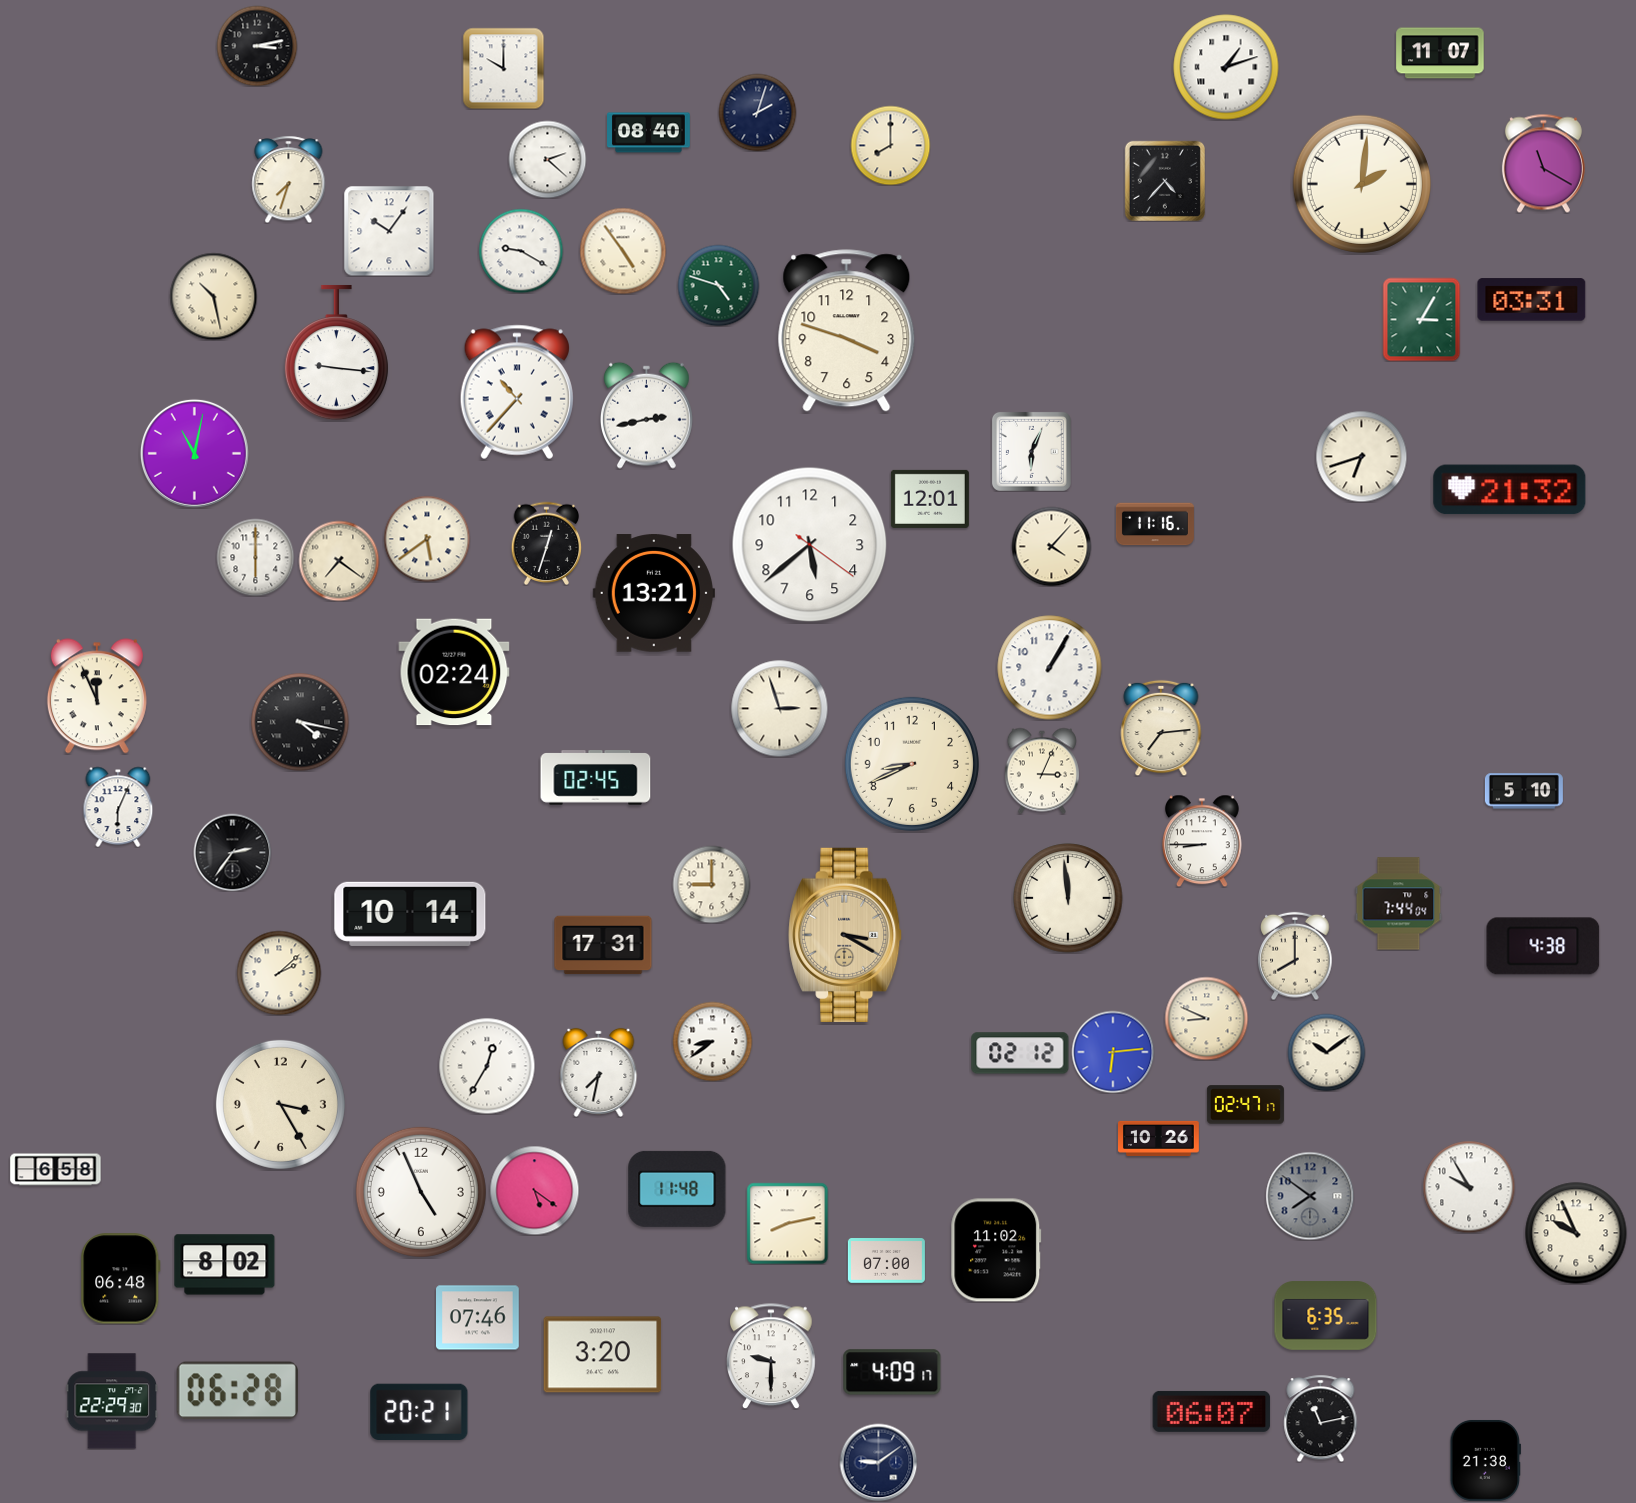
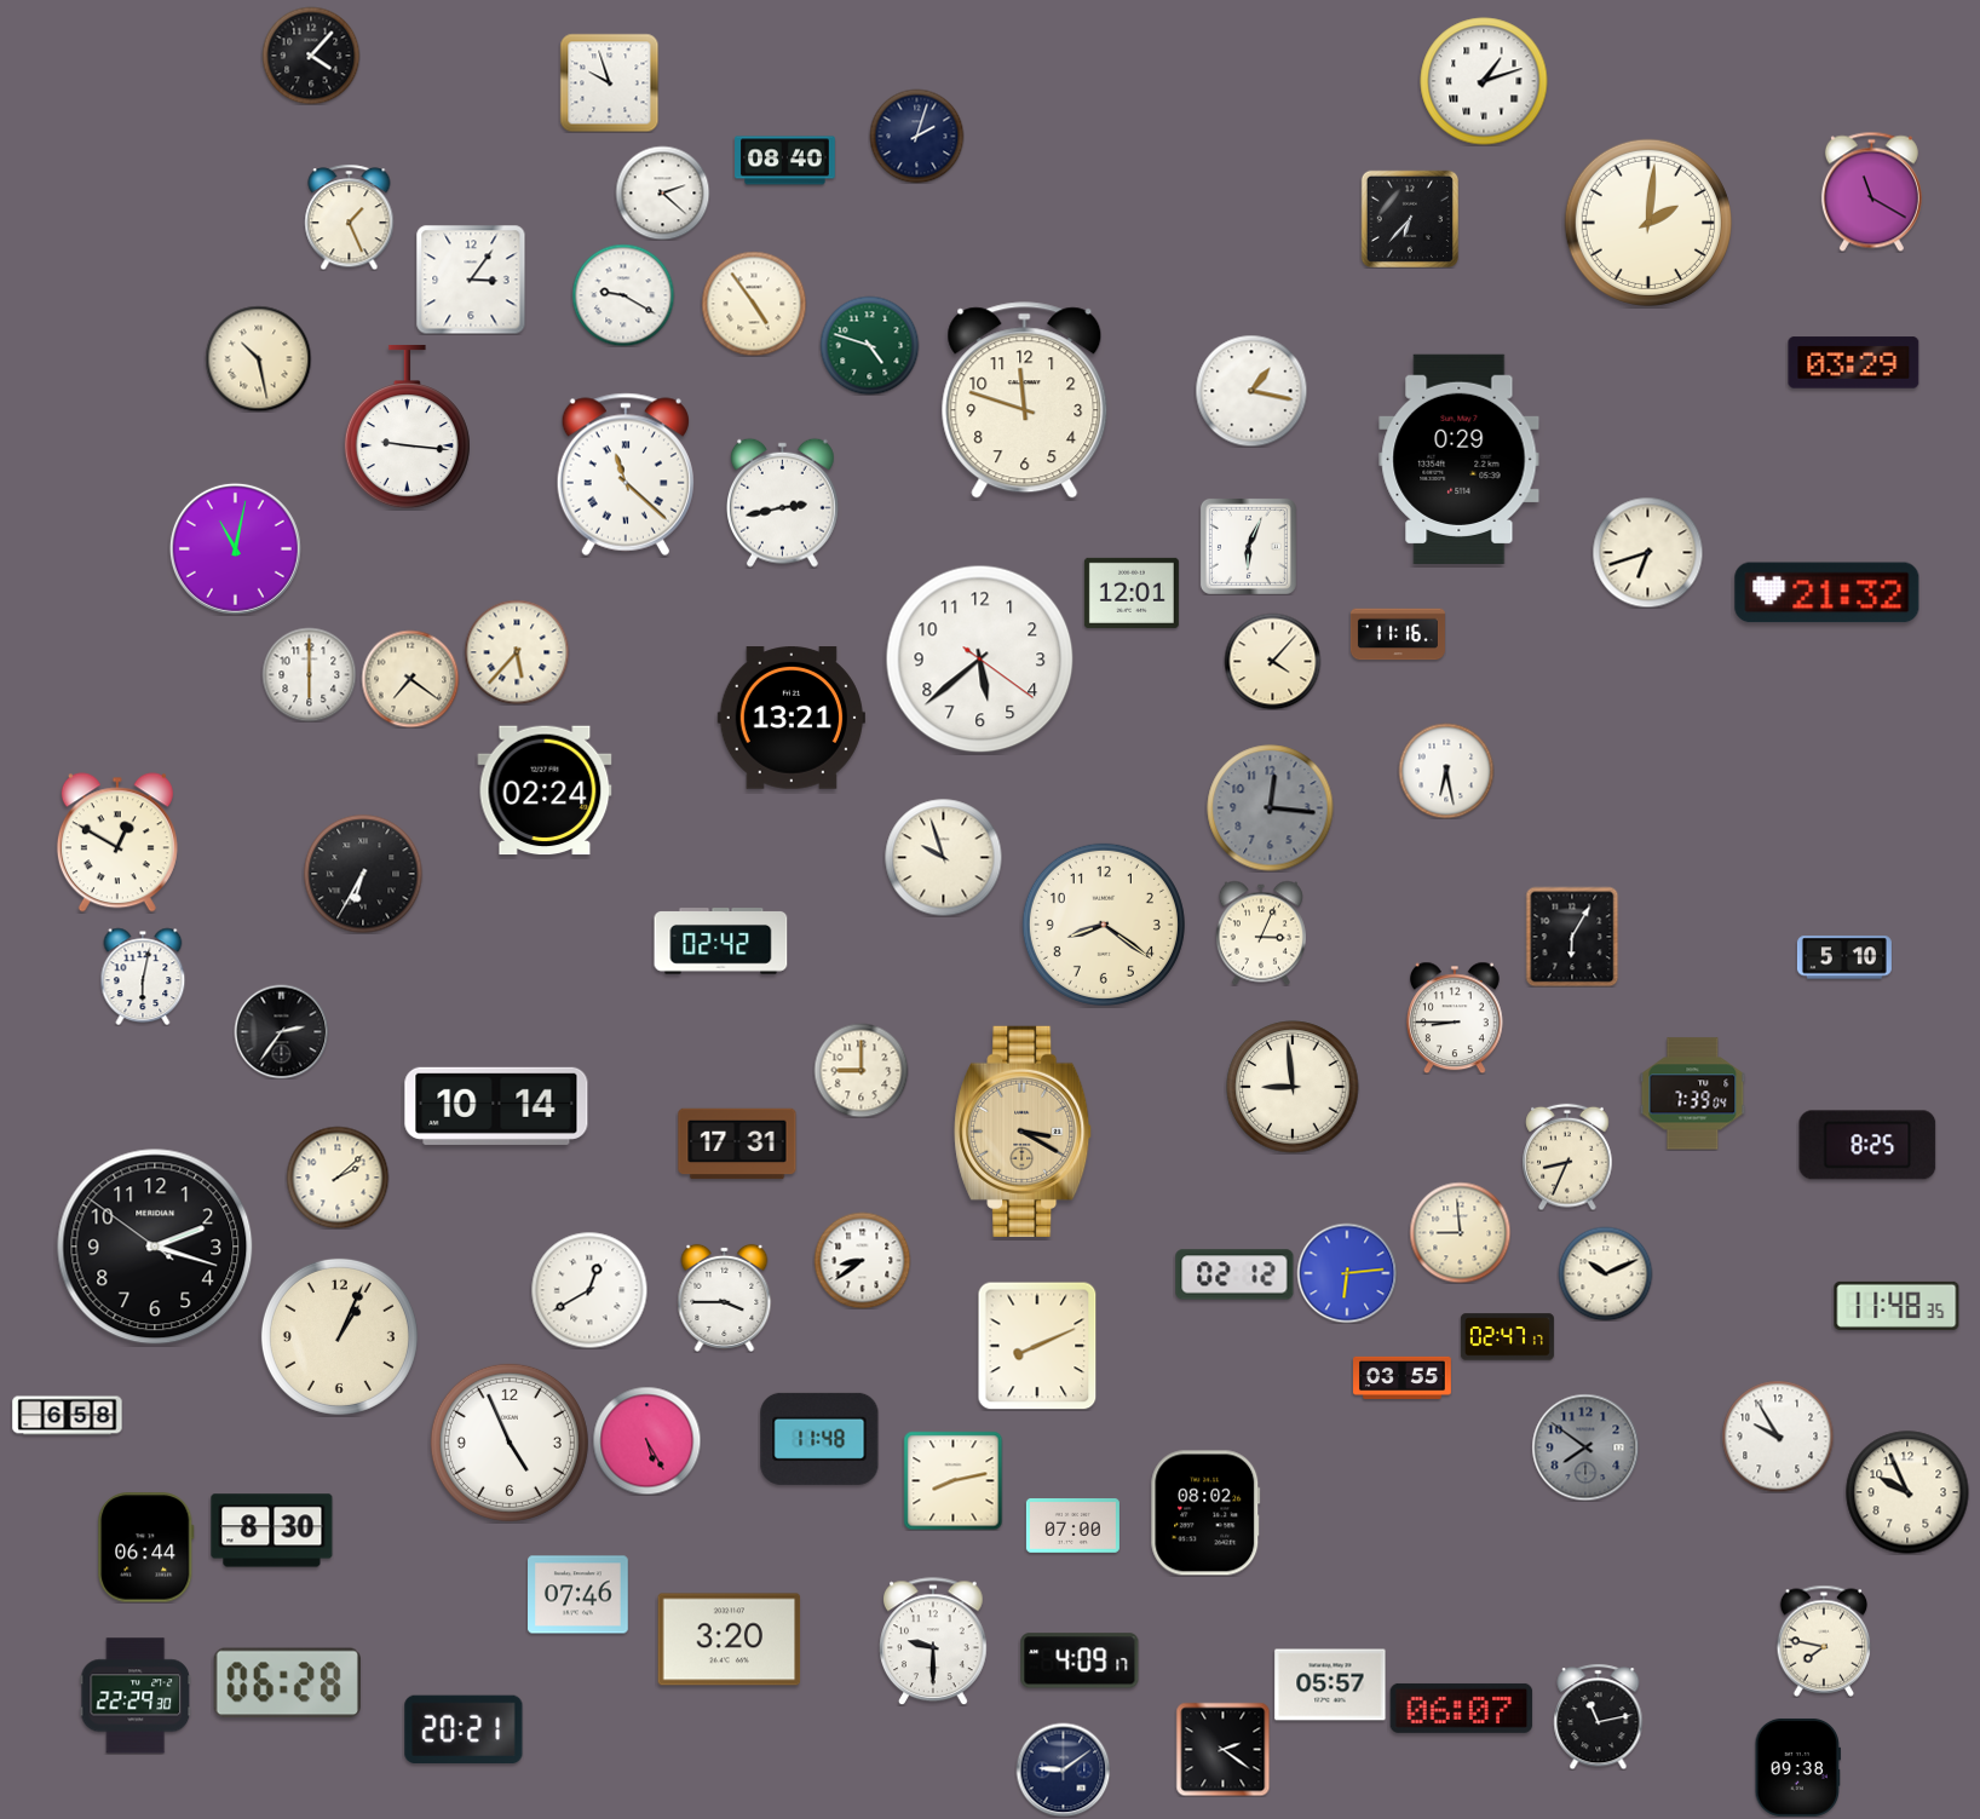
clock at (257, 46): 3:13 -> 4:07
clock at (1440, 53): 11:07 -> none
clock at (503, 68): 10:00 -> 9:57
clock at (890, 145): 8:00 -> none
clock at (1543, 163) position: (1543, 163) -> (1871, 191)
clock at (289, 179): 7:33 -> 1:26
clock at (1165, 181): 4:37 -> 6:37
clock at (389, 231): 10:06 -> 3:06
clock at (521, 251) position: (521, 251) -> (623, 295)
clock at (1532, 300): 03:31 -> 03:29
clock at (1422, 319): 3:05 -> none
clock at (1251, 391): none -> 1:17
clock at (847, 331): 3:48 -> 11:48
clock at (1460, 459): none -> 0:29
clock at (517, 392): 10:37 -> 11:22
clock at (930, 499) position: (930, 499) -> (1132, 593)
clock at (427, 539): 5:39 -> 5:37
clock at (547, 543): 12:33 -> none
clock at (1446, 771): none -> 6:28
clock at (1050, 668): 1:05 -> 12:16
clock at (1050, 668) dial: white -> grey
clock at (454, 672) position: (454, 672) -> (545, 790)
clock at (97, 696): 11:56 -> 12:50
clock at (779, 708): 2:57 -> 9:57
clock at (300, 722): 4:17 -> 6:35
clock at (1161, 728): 7:14 -> none
clock at (912, 764): 8:41 -> 8:21
clock at (1572, 937): none -> 6:05
clock at (596, 778): 02:45 -> 02:42
clock at (118, 807): 6:04 -> 6:02
clock at (1068, 898): 11:59 -> 8:59
clock at (1399, 904): 7:44 -> 7:39
clock at (603, 945) position: (603, 945) -> (737, 1144)
clock at (1543, 946): 4:38 -> 8:25
clock at (1295, 956): 8:00 -> 8:34
clock at (1206, 1018): 8:49 -> 8:59
clock at (155, 1247): none -> 2:17
clock at (1326, 1052): 10:09 -> 10:11
clock at (487, 1066): 12:35 -> 12:40
clock at (599, 1072): 7:32 -> 3:45
clock at (1896, 1306): none -> 11:48
clock at (280, 1104): 3:25 -> 1:04
clock at (1037, 1346): none -> 8:11
clock at (1159, 1138): 10:26 -> 03:55
clock at (534, 1190): 5:21 -> 5:25
clock at (996, 1250): 11:02 -> 08:02
clock at (225, 1265): 8:02 -> 8:30
clock at (121, 1279): 06:48 -> 06:44
clock at (1326, 1316): 6:35 -> none
clock at (1824, 1641): none -> 7:47
clock at (1330, 1685): none -> 05:57
clock at (1212, 1411) position: (1212, 1411) -> (1462, 1708)
clock at (419, 1412) position: (419, 1412) -> (464, 1729)
clock at (1222, 1749): none -> 2:21
clock at (1486, 1460): 21:38 -> 09:38
